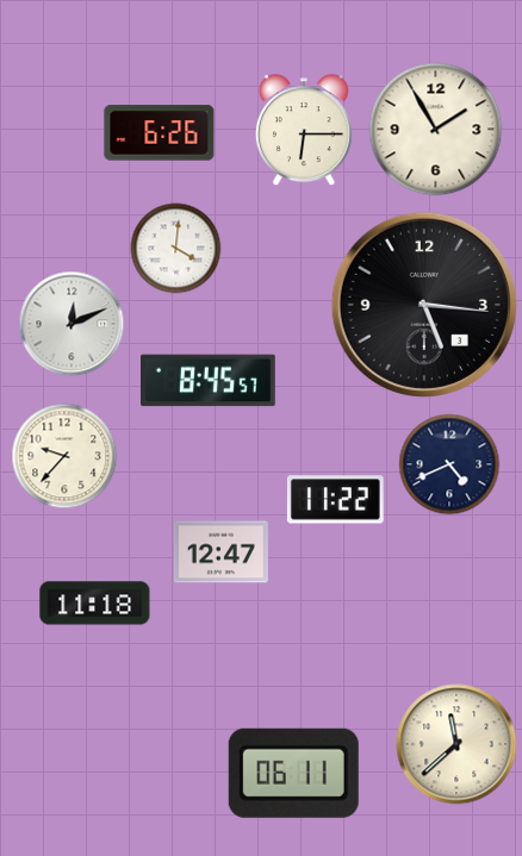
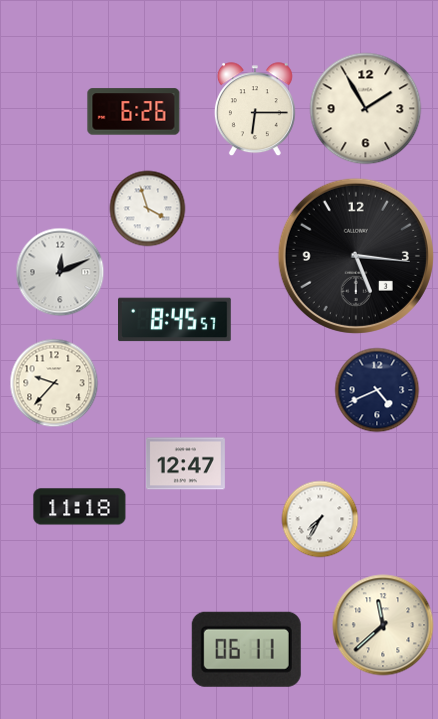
clock at (176, 249): 4:01 -> 3:57
clock at (335, 500): 11:22 -> none
clock at (320, 519): none -> 7:35
